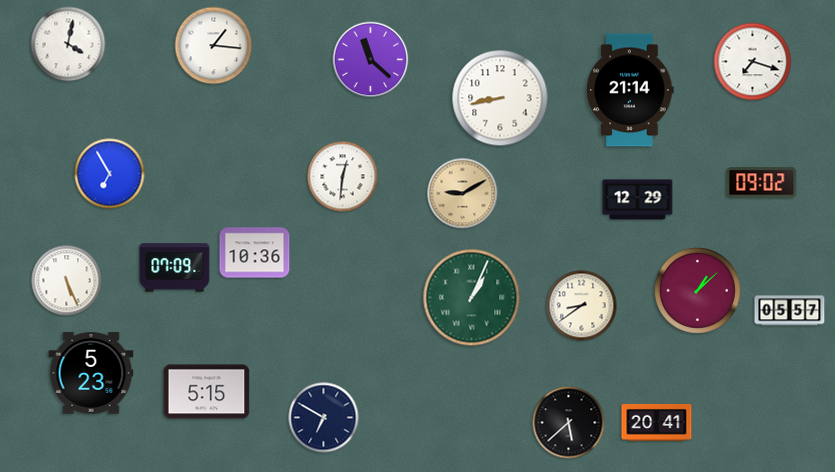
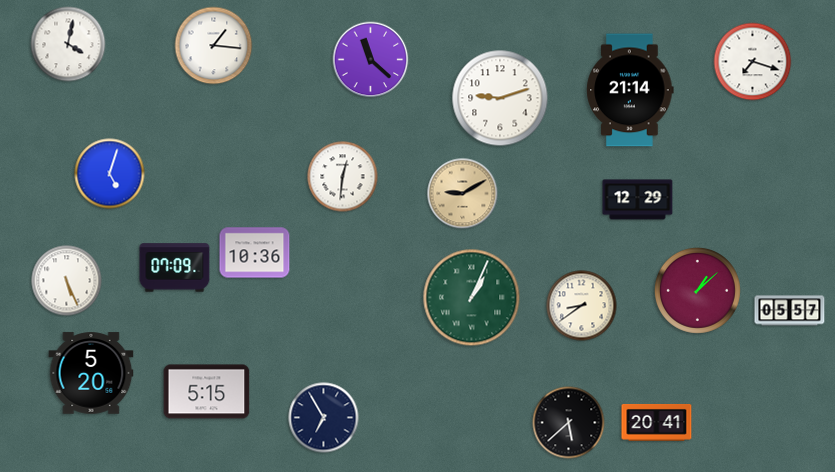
clock at (500, 98): 8:43 -> 9:12
clock at (110, 174): 6:55 -> 5:03
clock at (762, 183): 09:02 -> none
clock at (91, 373): 5:23 -> 5:20
clock at (324, 418): 6:50 -> 6:55
